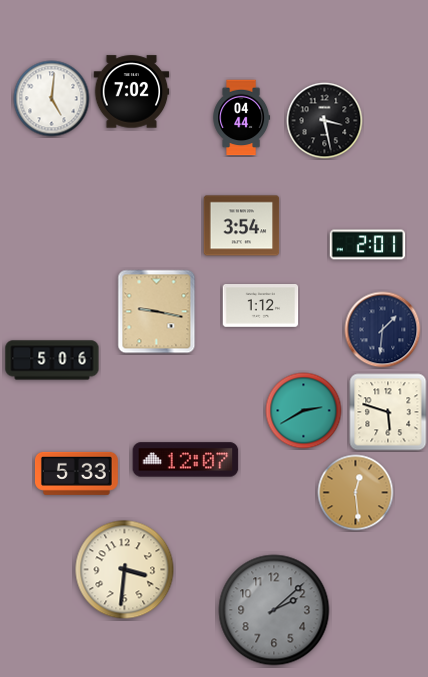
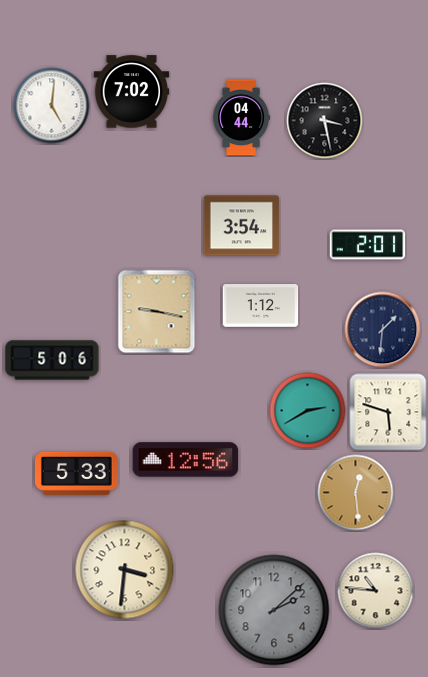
clock at (52, 99) position: (52, 99) -> (52, 106)
clock at (304, 411) position: (304, 411) -> (308, 411)
clock at (186, 460): 12:07 -> 12:56
clock at (376, 591): none -> 10:46
